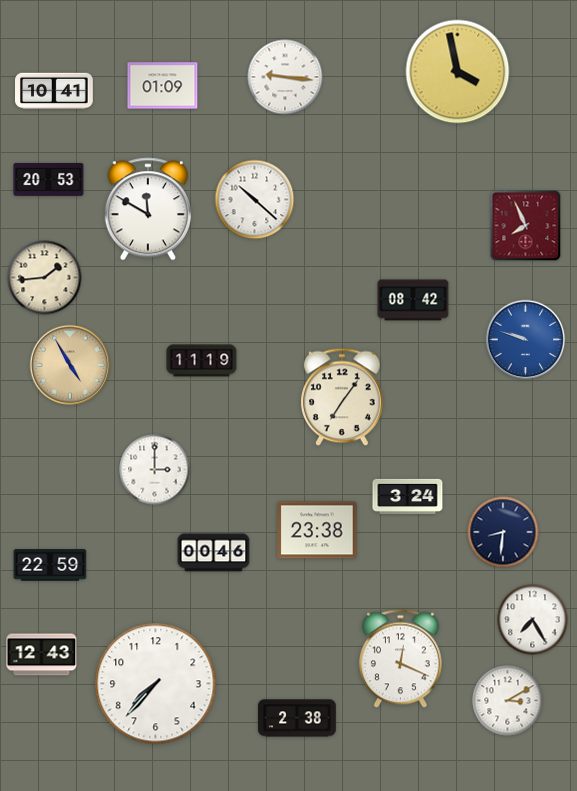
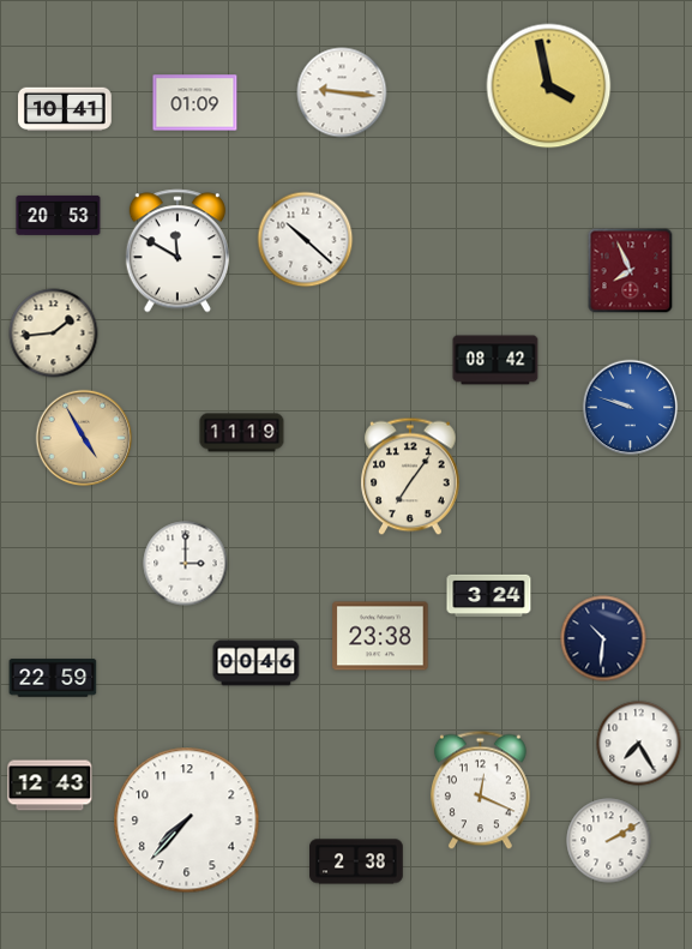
clock at (503, 532): 8:31 -> 10:31
clock at (50, 565) position: (50, 565) -> (53, 678)
clock at (508, 701): 3:10 -> 2:10
